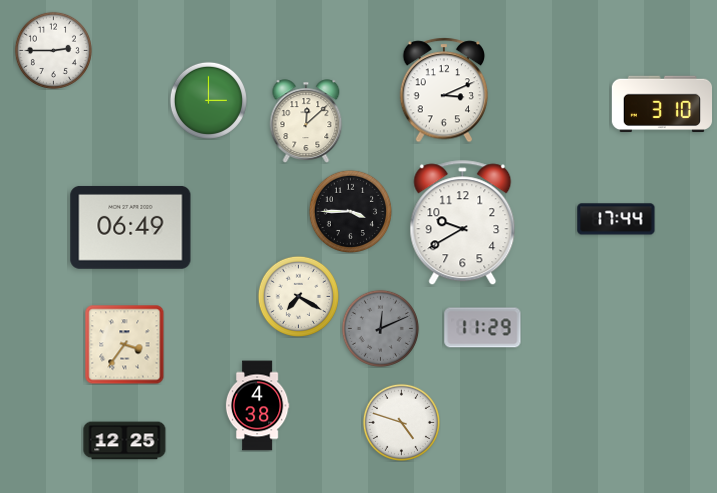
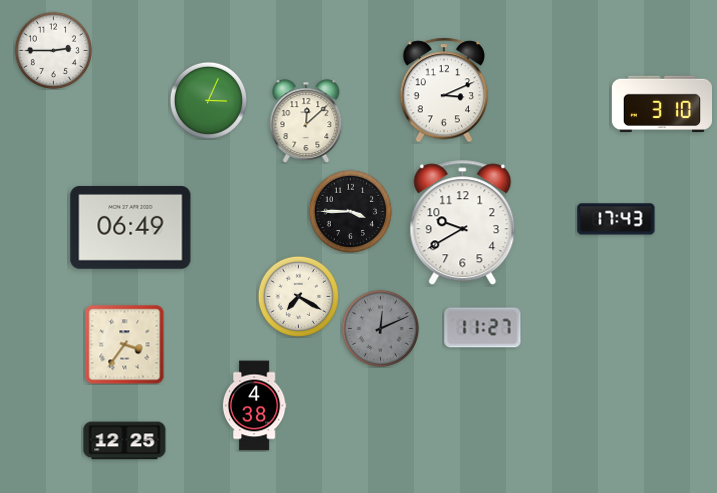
clock at (208, 100): 3:00 -> 3:04
clock at (616, 219): 17:44 -> 17:43
clock at (483, 328): 11:29 -> 11:27
clock at (257, 406) position: (257, 406) -> (254, 406)
clock at (401, 422): 4:48 -> none
